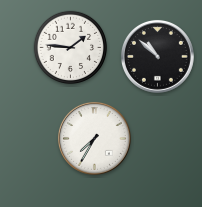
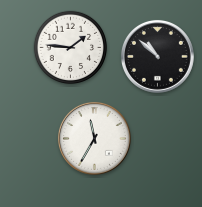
clock at (94, 138): 7:35 -> 11:35
